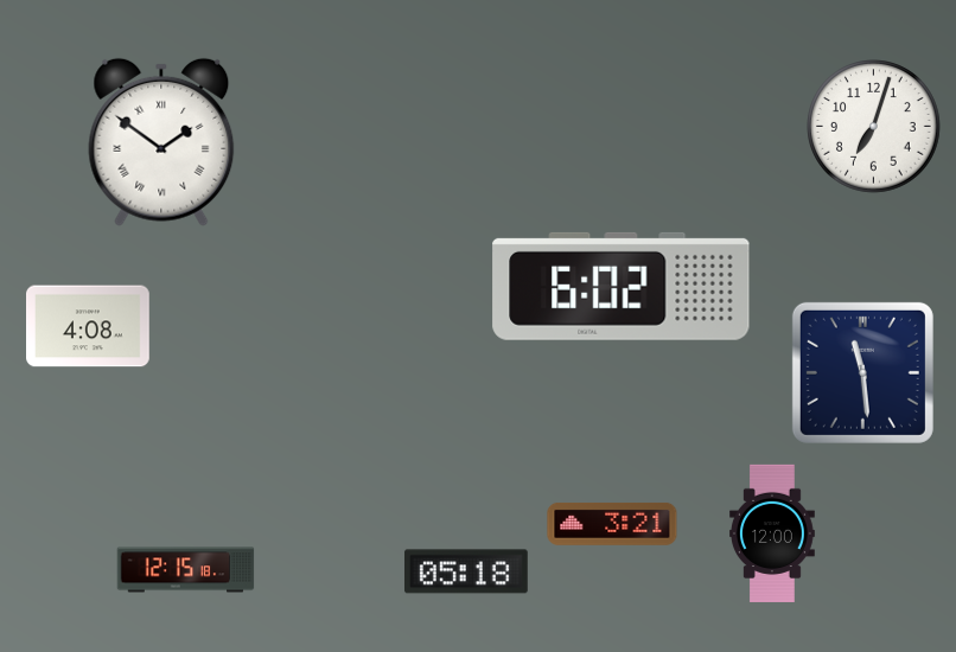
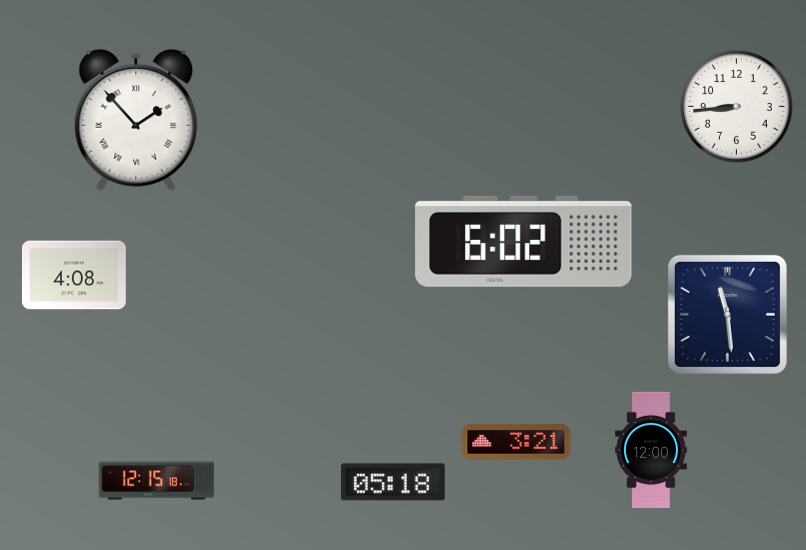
clock at (874, 127): 7:03 -> 8:44
clock at (161, 142): 1:51 -> 1:53
